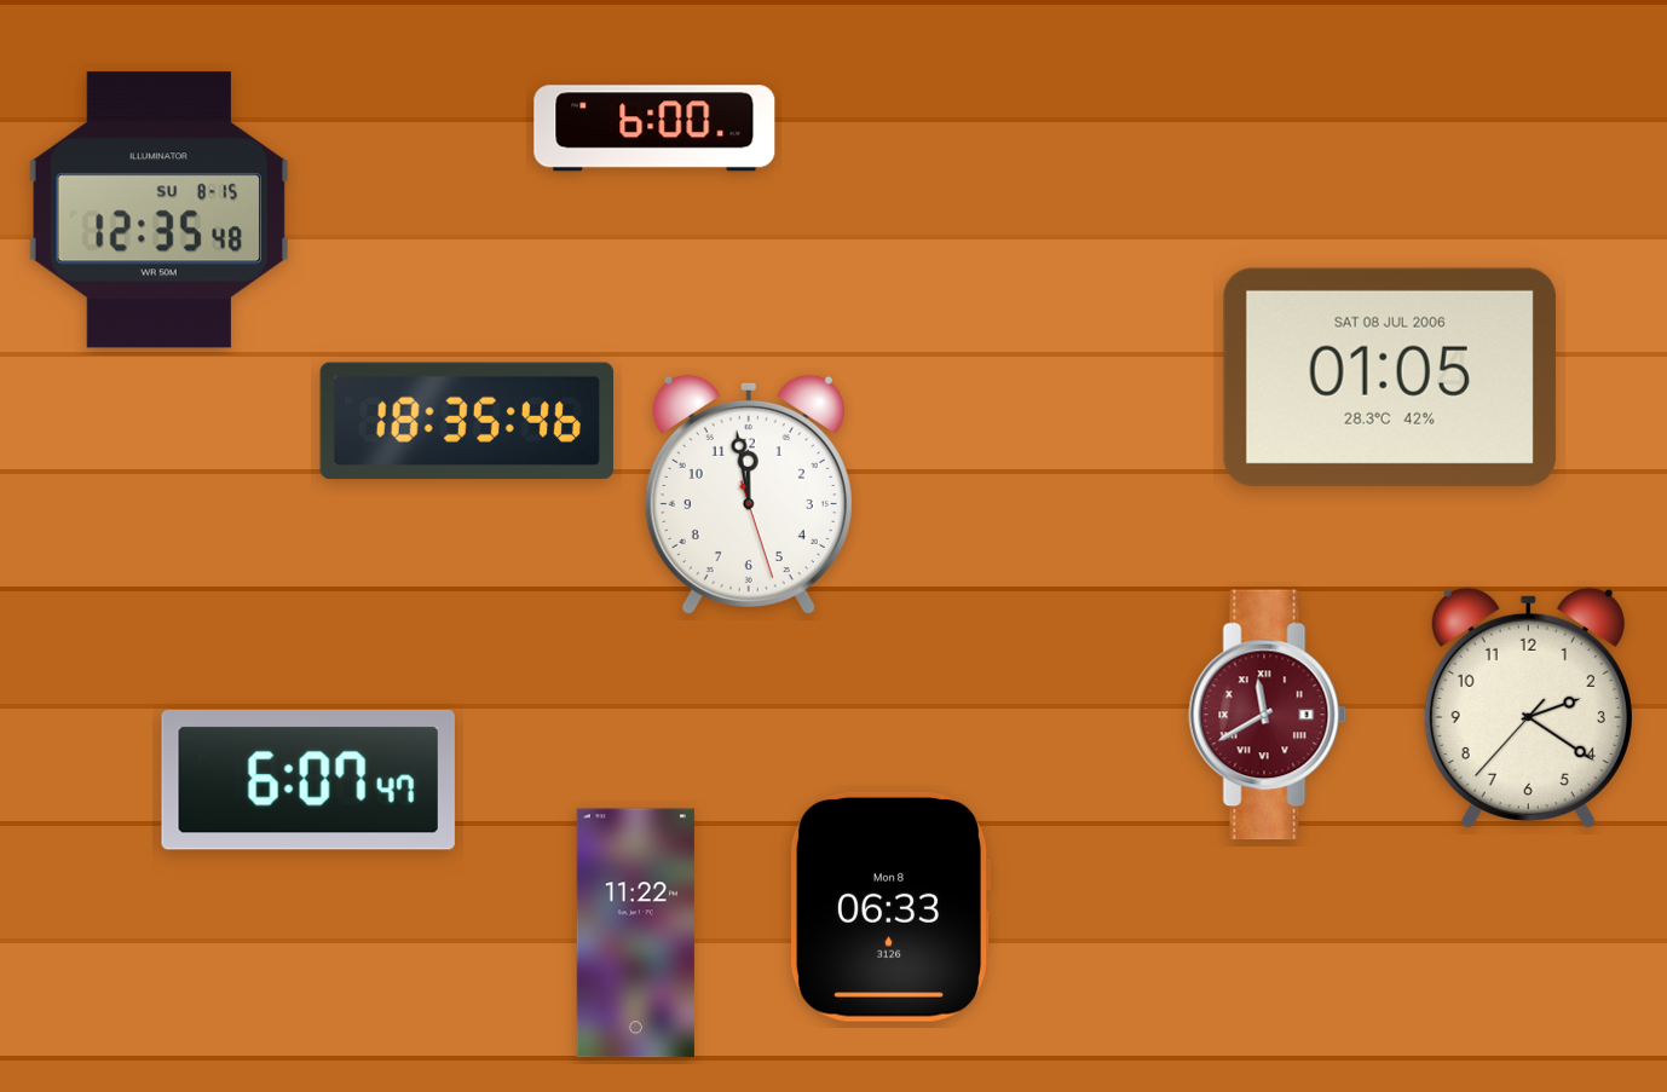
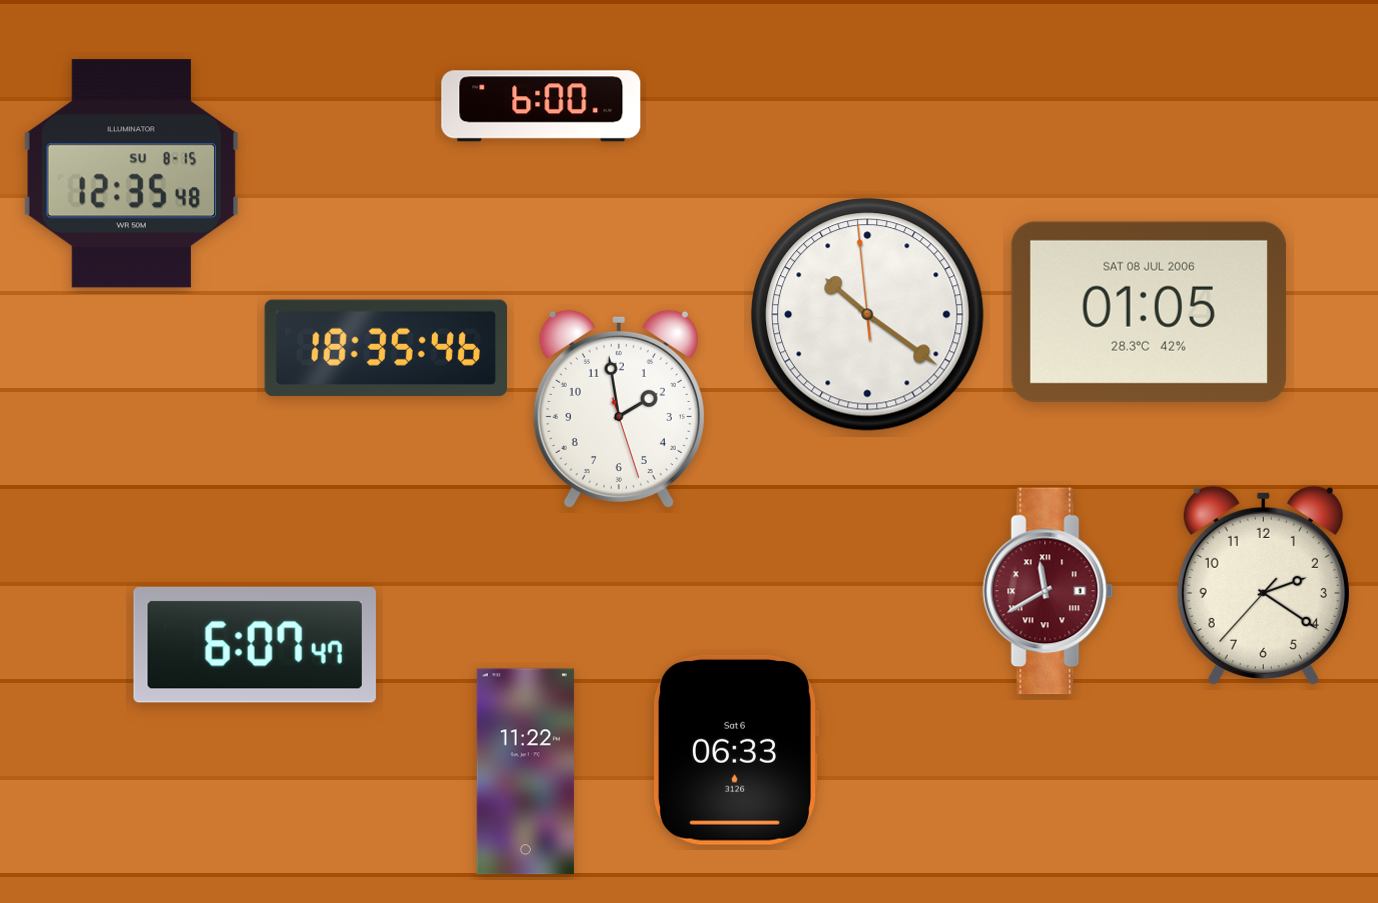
clock at (868, 315): none -> 10:20
clock at (749, 493): 11:58 -> 1:58
clock at (890, 907) date: Mon 8 -> Sat 6
